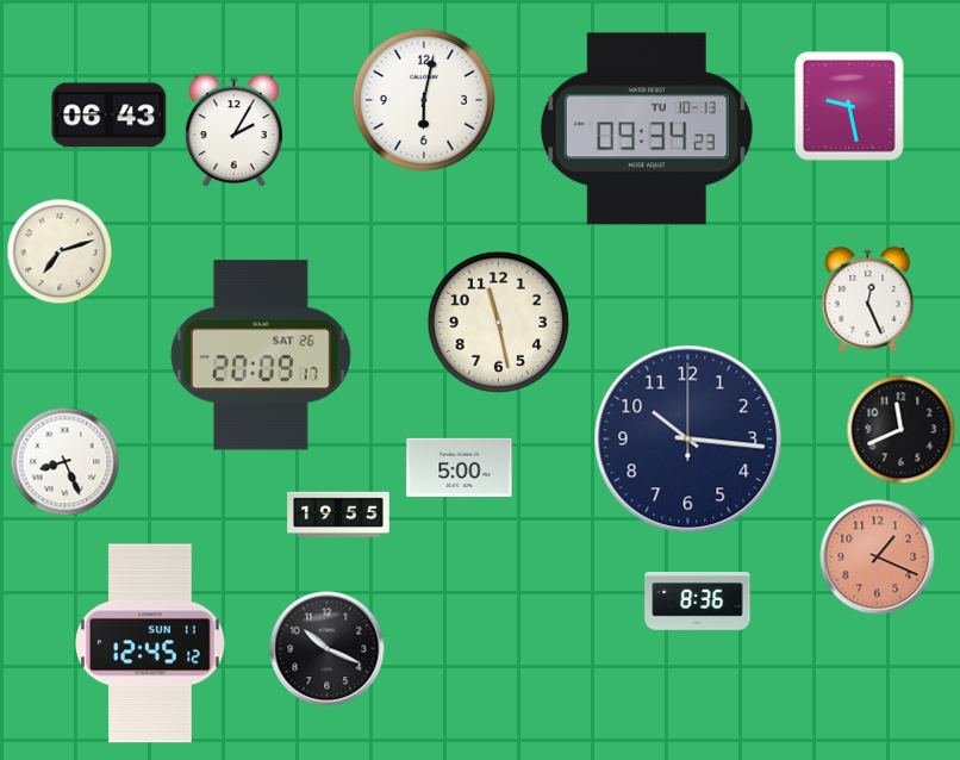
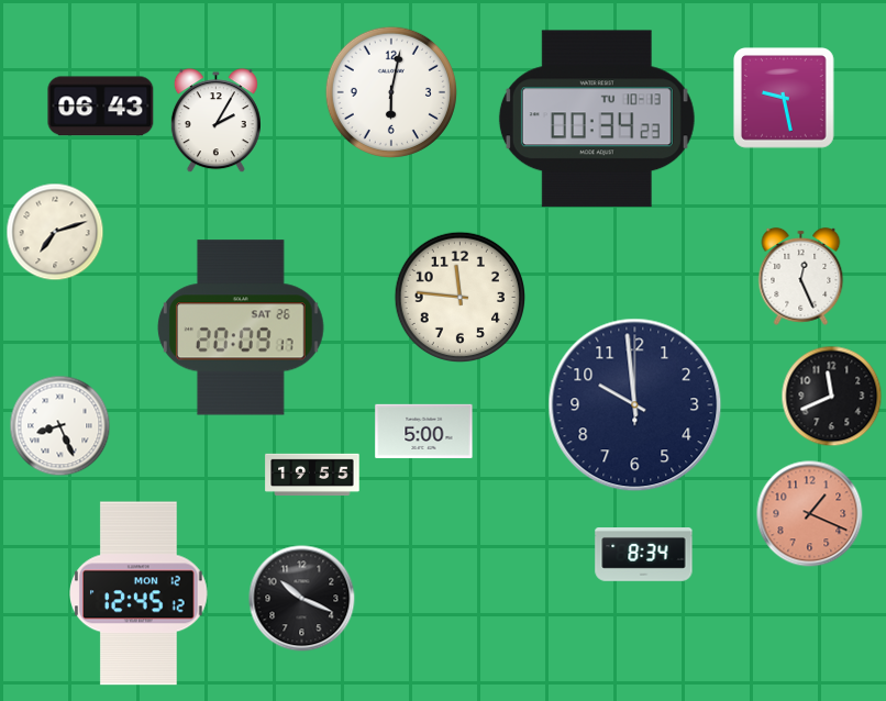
clock at (647, 129): 09:34 -> 00:34
clock at (498, 322): 11:28 -> 11:46
clock at (688, 440): 10:16 -> 9:59
clock at (698, 602): 8:36 -> 8:34
clock at (151, 643) date: SUN 11 -> MON 12
